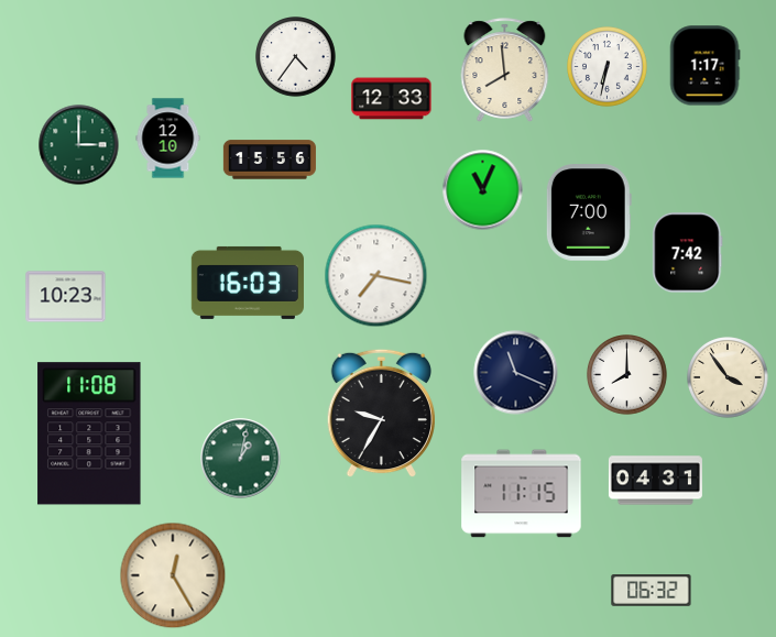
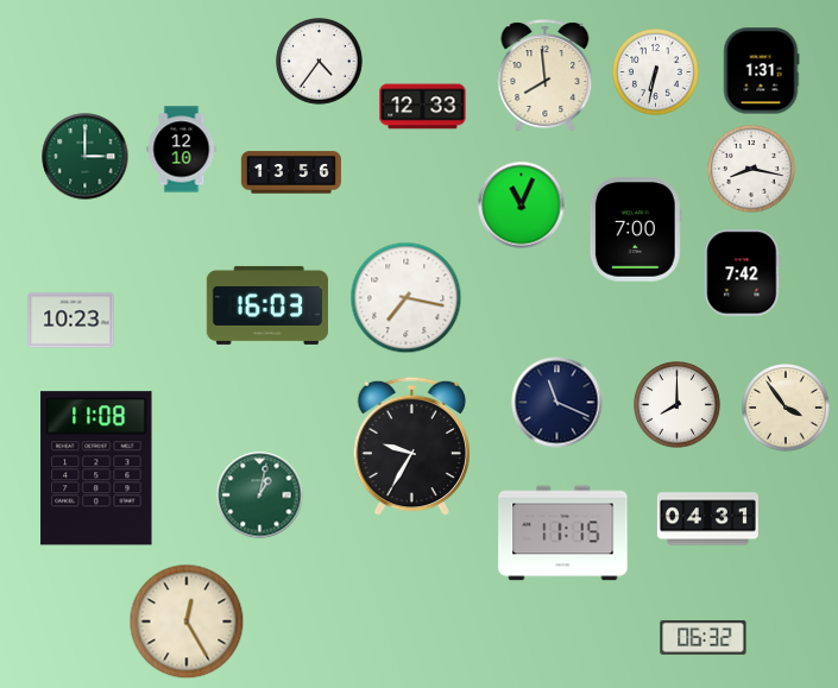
clock at (704, 66): 1:17 -> 1:31
clock at (751, 169): none -> 8:17
clock at (270, 160): 15:56 -> 13:56
